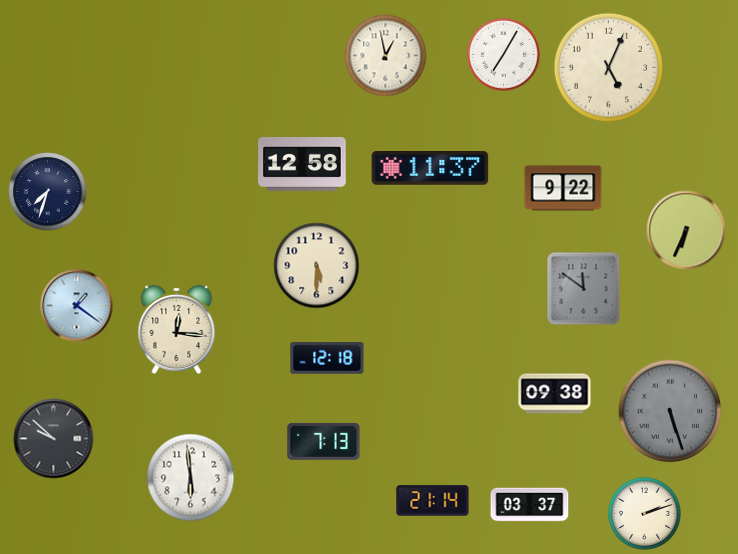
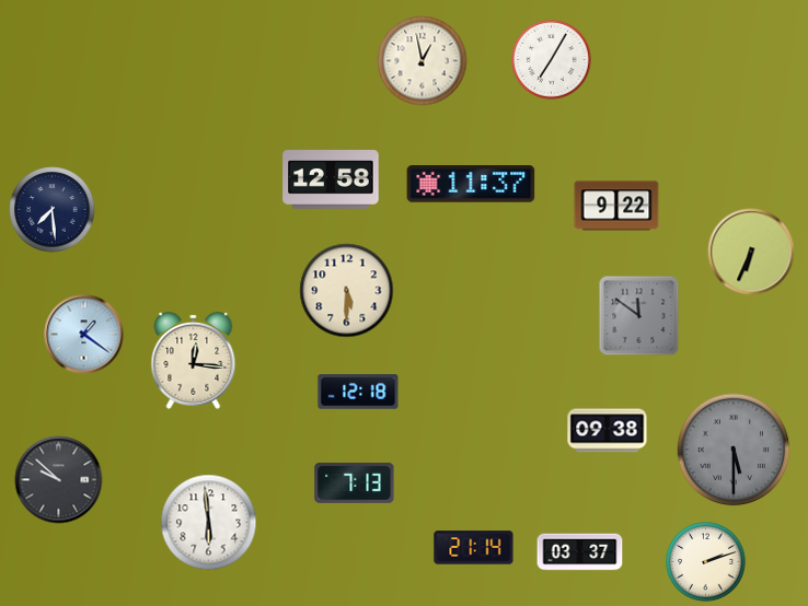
clock at (608, 67): 5:04 -> none
clock at (48, 192): 7:33 -> 7:29
clock at (670, 411): 5:27 -> 5:30
